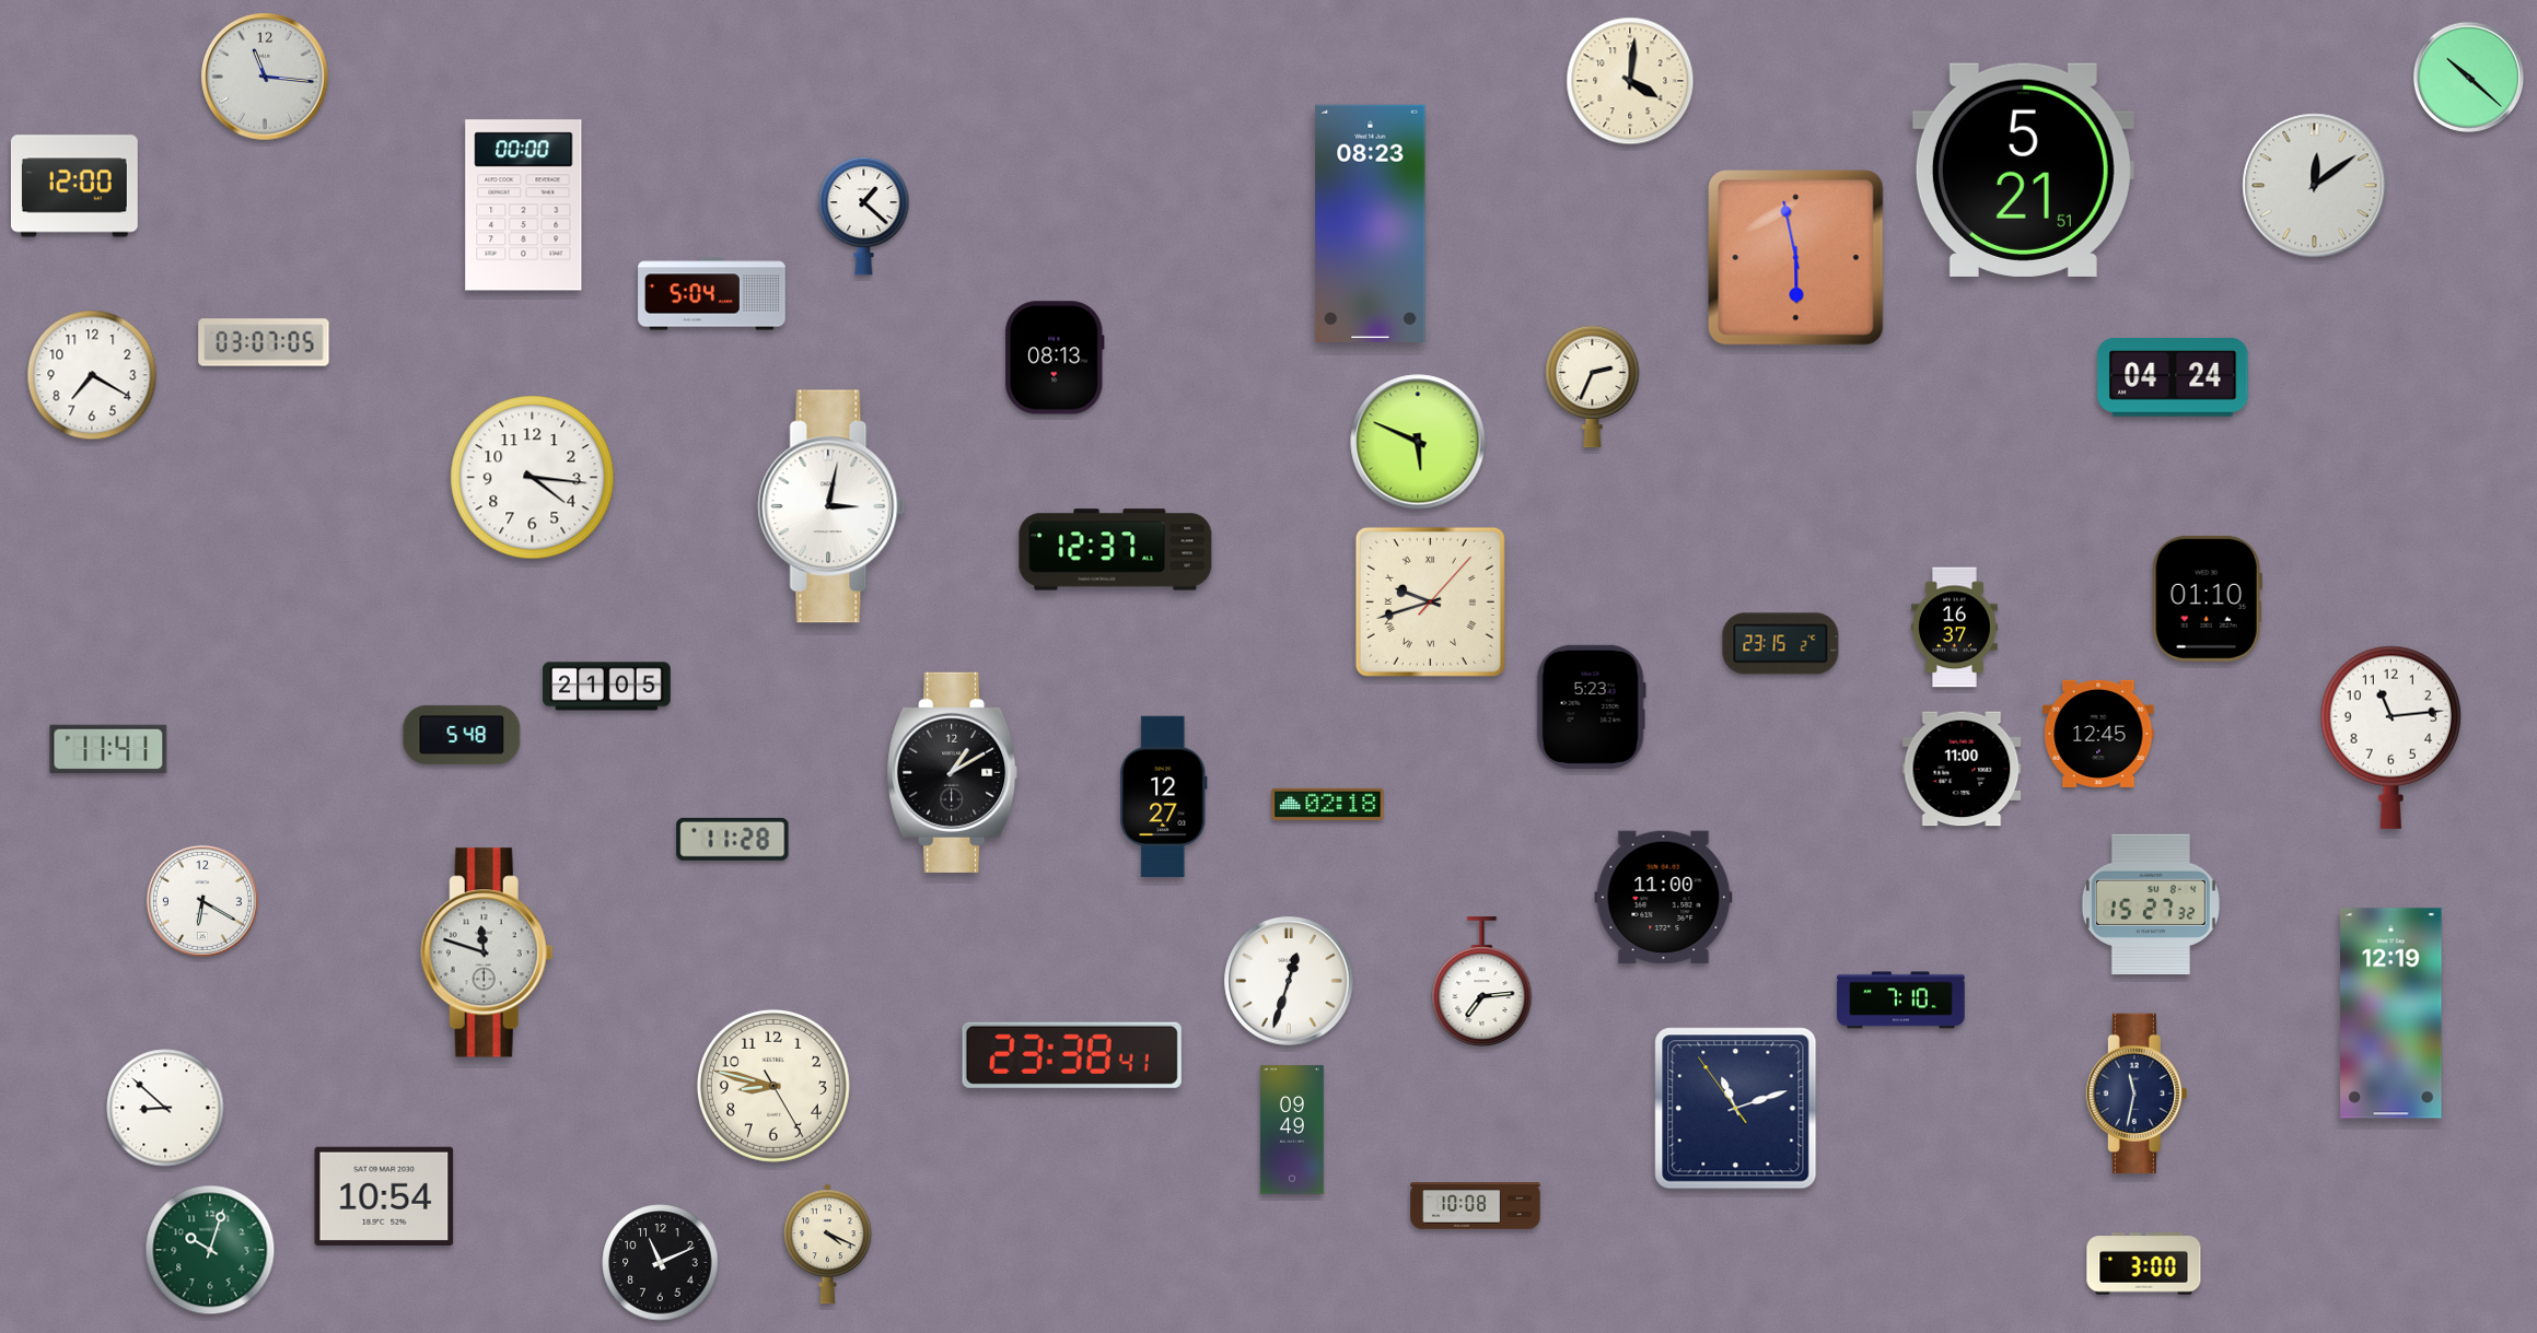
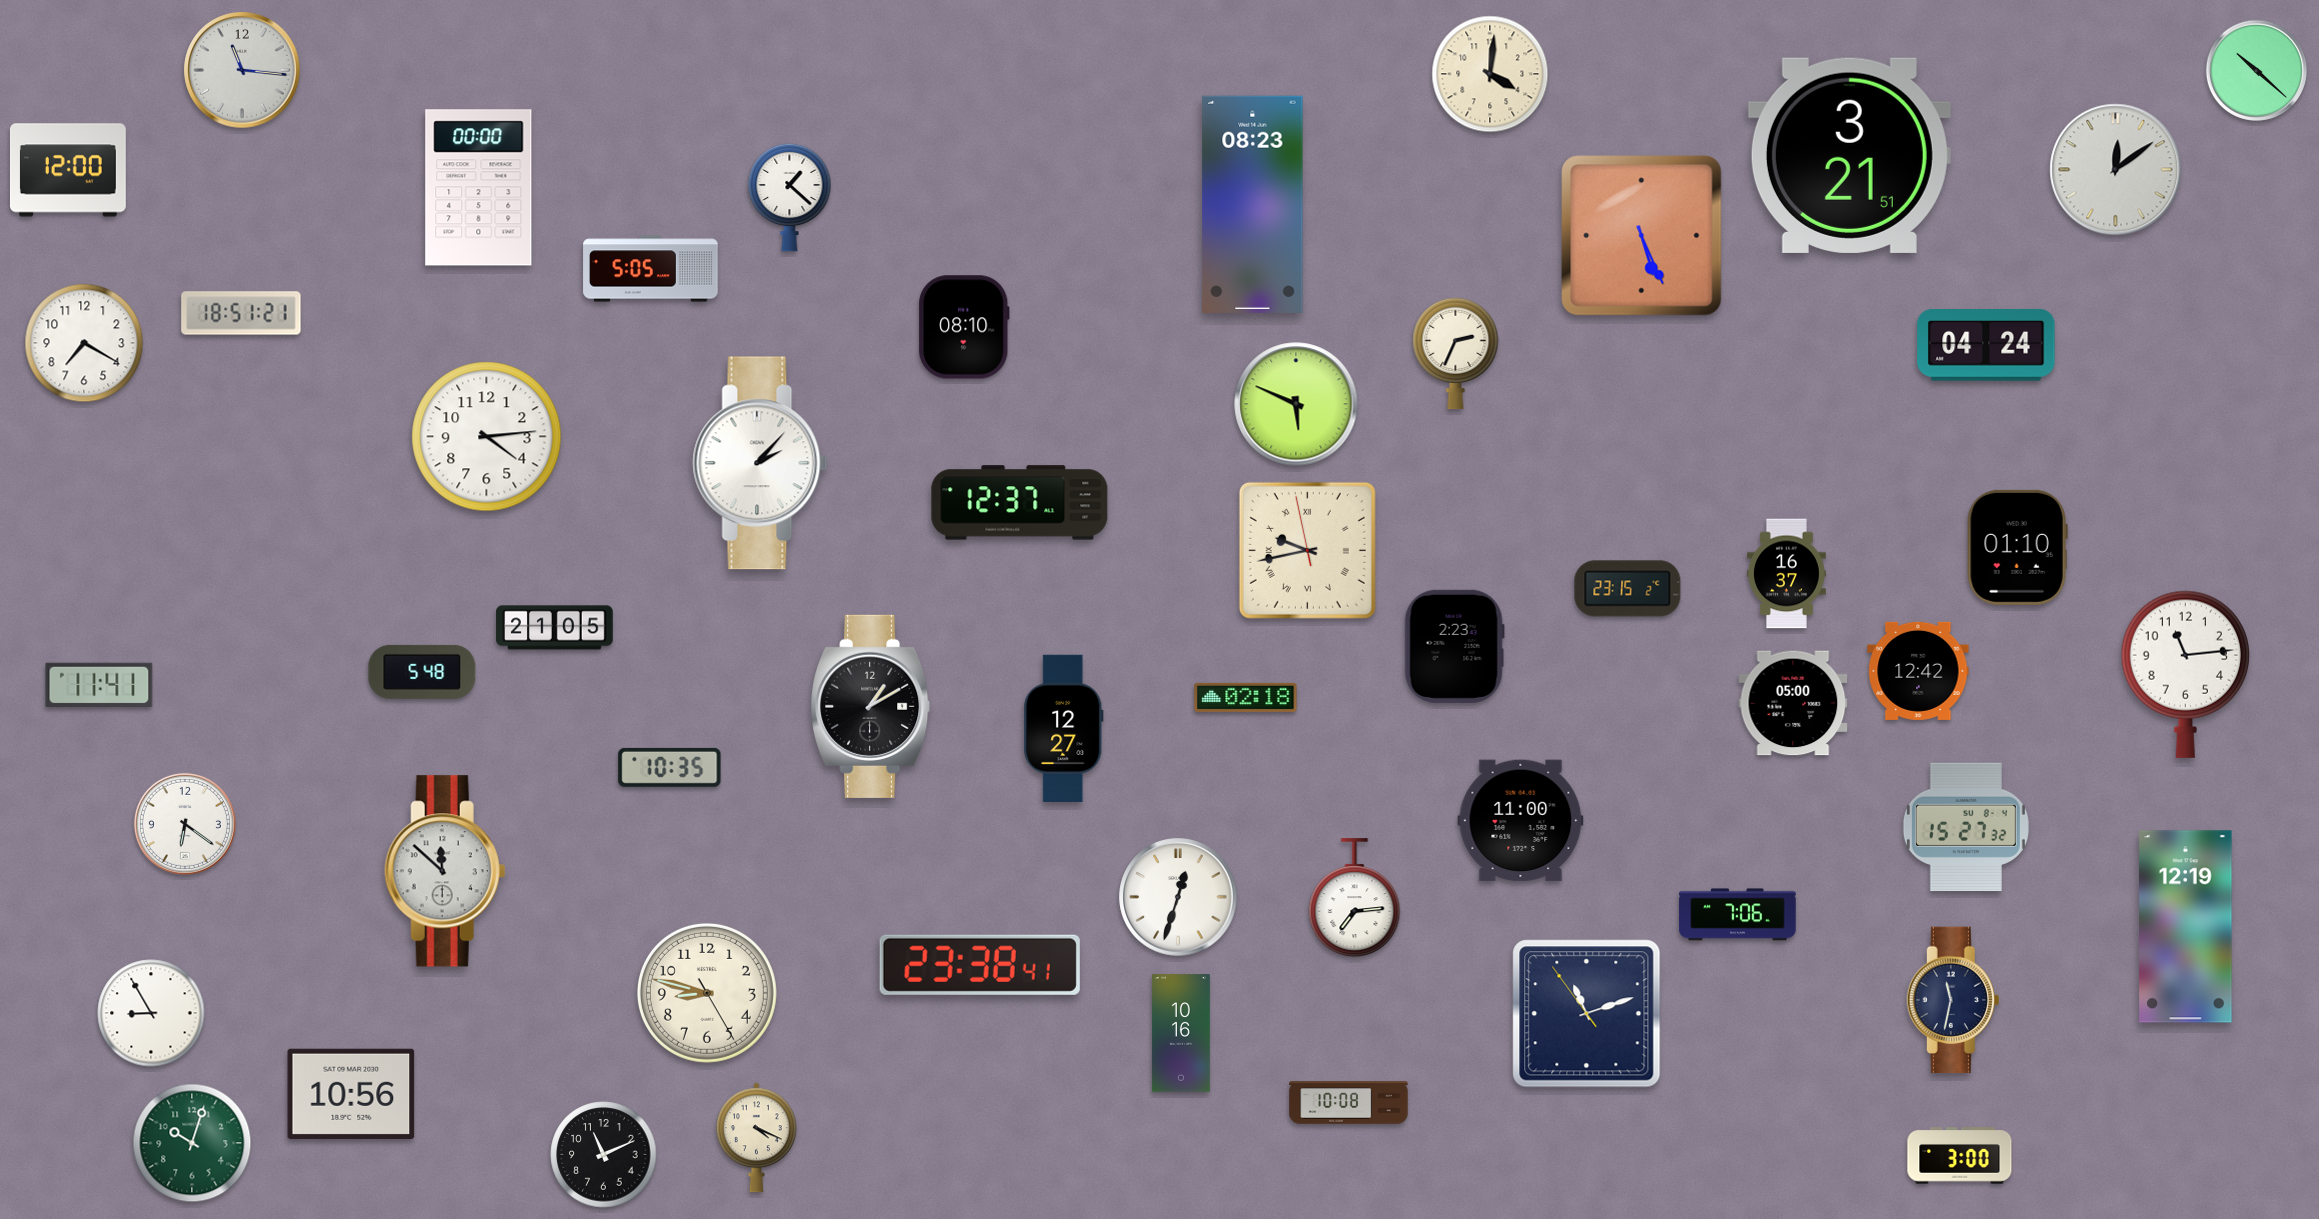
clock at (2023, 169): 5:21 -> 3:21
clock at (1796, 258): 5:58 -> 5:26
clock at (712, 294): 5:04 -> 5:05
clock at (264, 342): 03:07 -> 18:51
clock at (1055, 358): 08:13 -> 08:10
clock at (533, 478): 4:16 -> 4:14
clock at (831, 506): 3:02 -> 2:07
clock at (1430, 601): 9:42:07 -> 9:42:58
clock at (1591, 706): 5:23 -> 2:23
clock at (2098, 734): 12:45 -> 12:42
clock at (1962, 769): 11:00 -> 05:00
clock at (1328, 804) position: (1328, 804) -> (1246, 697)
clock at (733, 839): 11:28 -> 10:35
clock at (202, 901): 6:20 -> 6:21
clock at (487, 952): 11:48 -> 11:52
clock at (1901, 1001): 7:10 -> 7:06
clock at (165, 1108): 8:52 -> 8:55
clock at (1292, 1130): 09:49 -> 10:16
clock at (384, 1196): 10:54 -> 10:56
